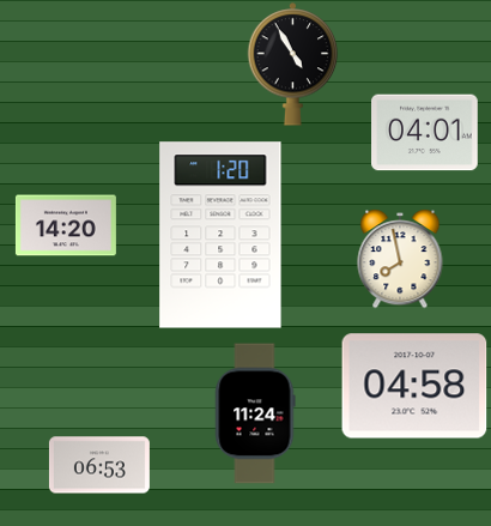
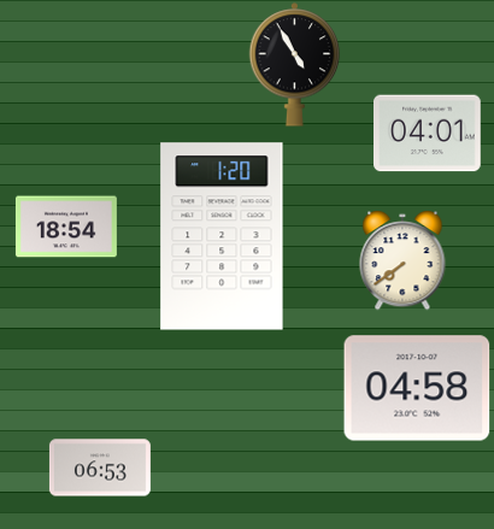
clock at (66, 225): 14:20 -> 18:54
clock at (400, 259): 7:58 -> 7:39
clock at (255, 413): 11:24 -> none
